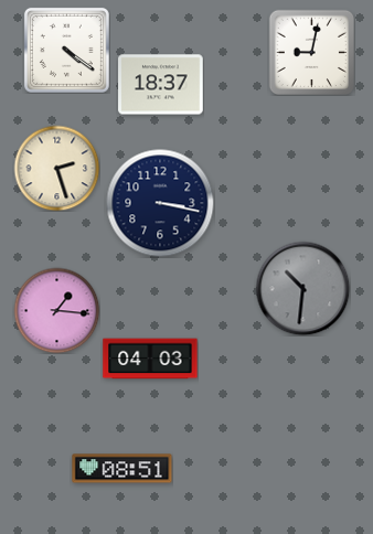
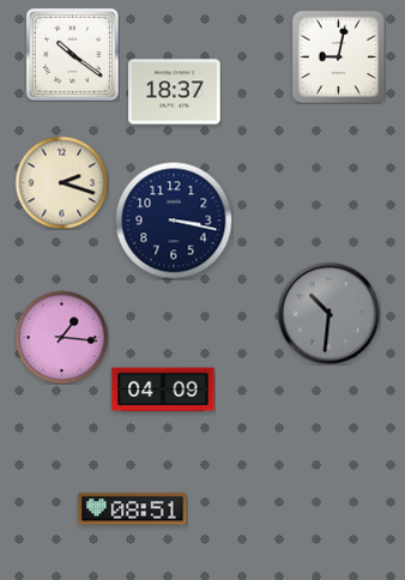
clock at (66, 50): 4:21 -> 10:21
clock at (56, 168): 2:27 -> 2:18
clock at (150, 359): 04:03 -> 04:09
